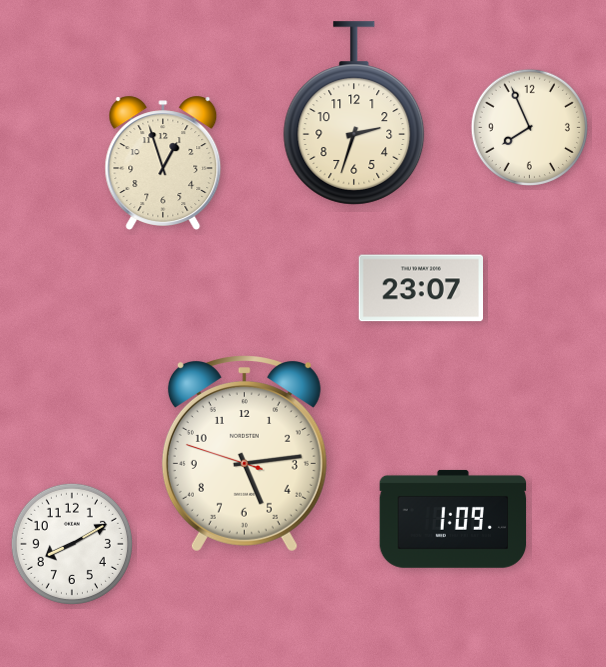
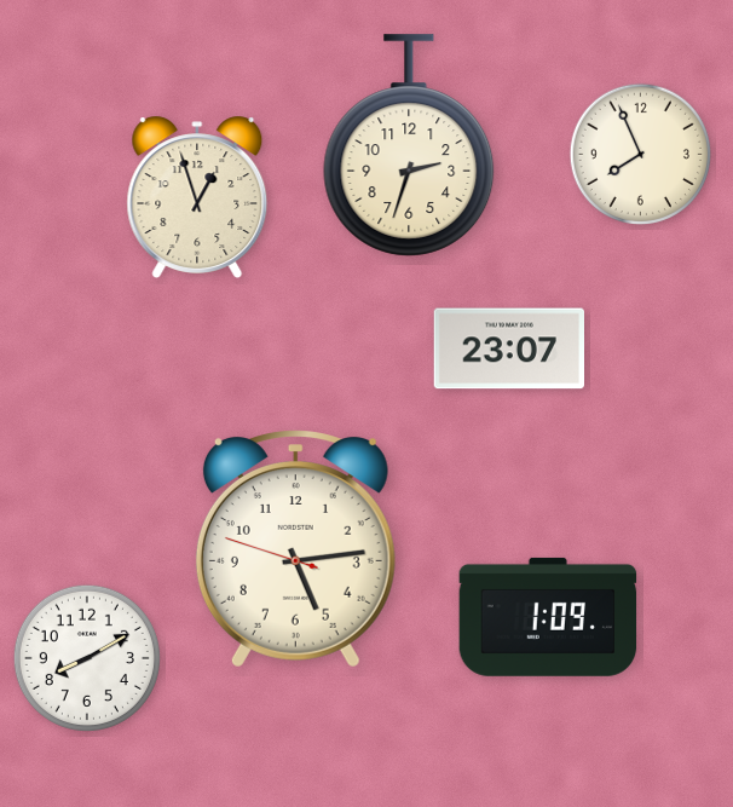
clock at (354, 113) position: (354, 113) -> (409, 145)
clock at (453, 519) position: (453, 519) -> (548, 617)
